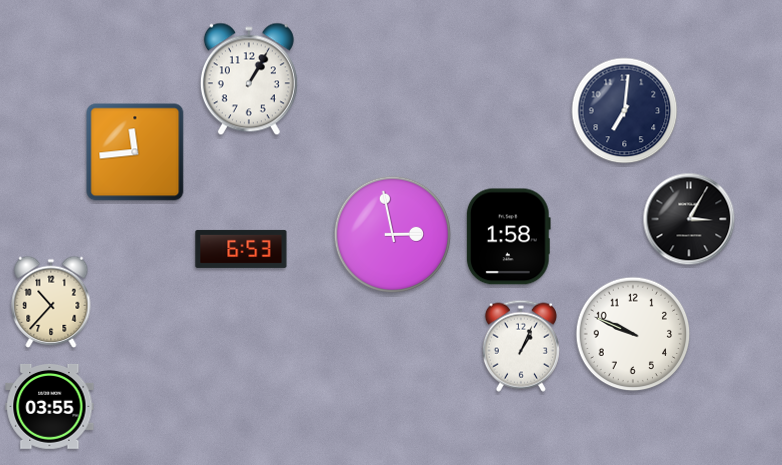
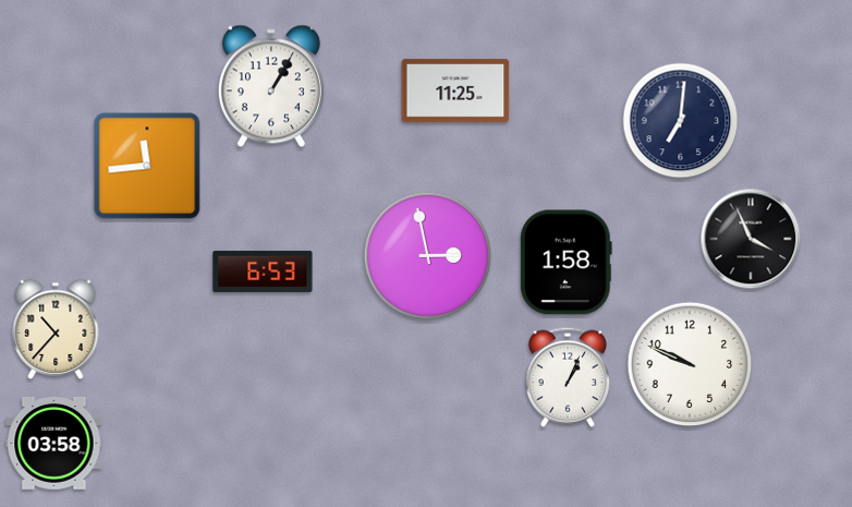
clock at (455, 90): none -> 11:25
clock at (689, 219): 3:05 -> 3:56
clock at (508, 237) position: (508, 237) -> (565, 263)
clock at (50, 406): 03:55 -> 03:58
